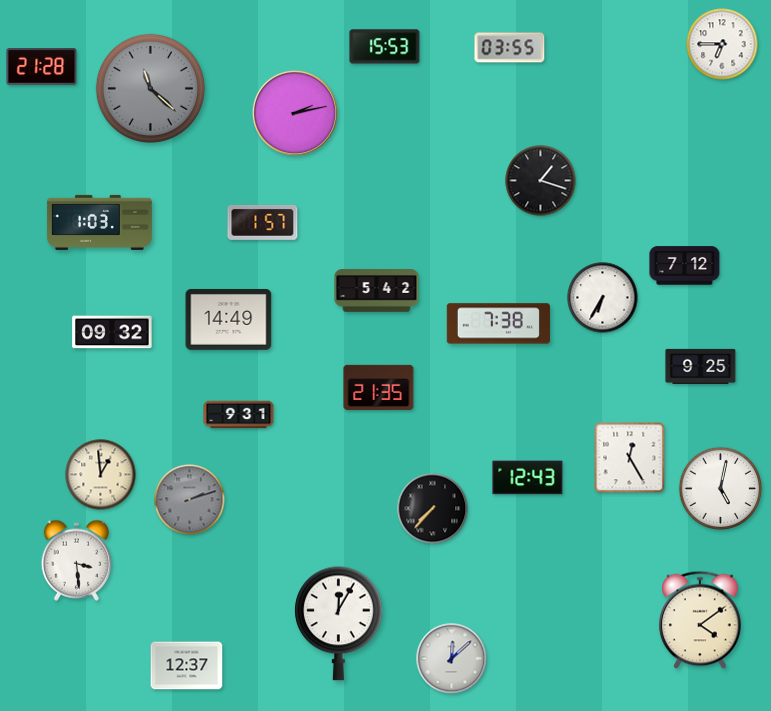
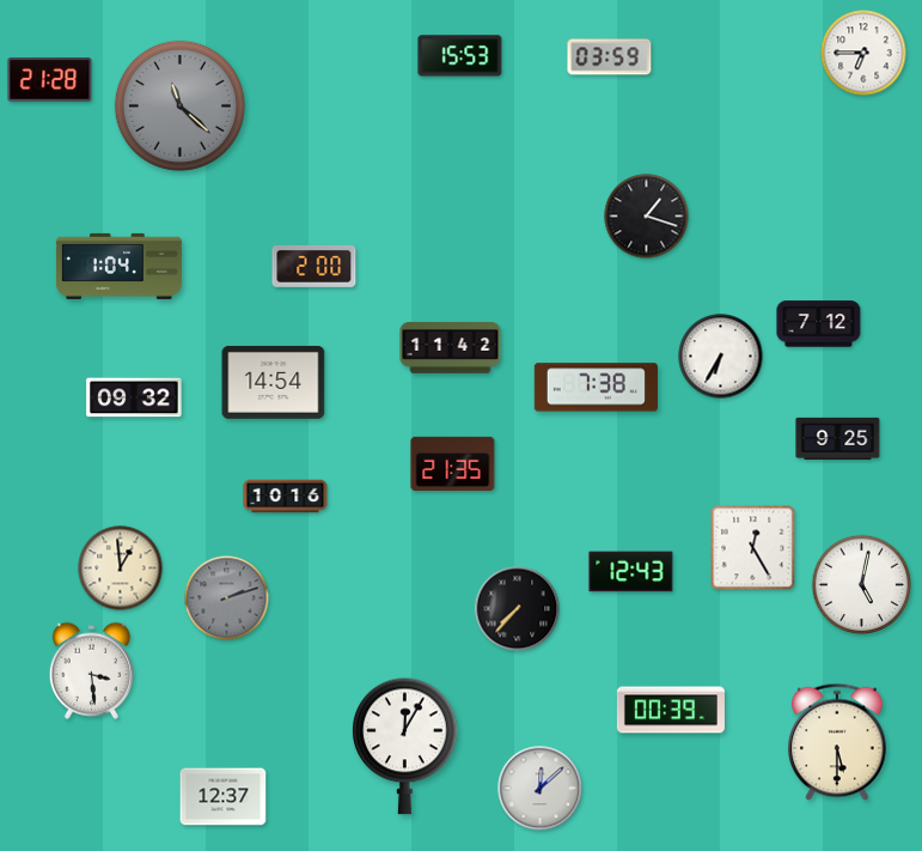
clock at (510, 48): 03:55 -> 03:59
clock at (295, 113): 2:13 -> none
clock at (99, 222): 1:03 -> 1:04
clock at (263, 222): 1:57 -> 2:00
clock at (685, 266) position: (685, 266) -> (819, 324)
clock at (377, 291): 5:42 -> 11:42
clock at (229, 319): 14:49 -> 14:54
clock at (239, 415): 9:31 -> 10:16
clock at (671, 710): none -> 00:39
clock at (700, 620): 4:09 -> 5:30
